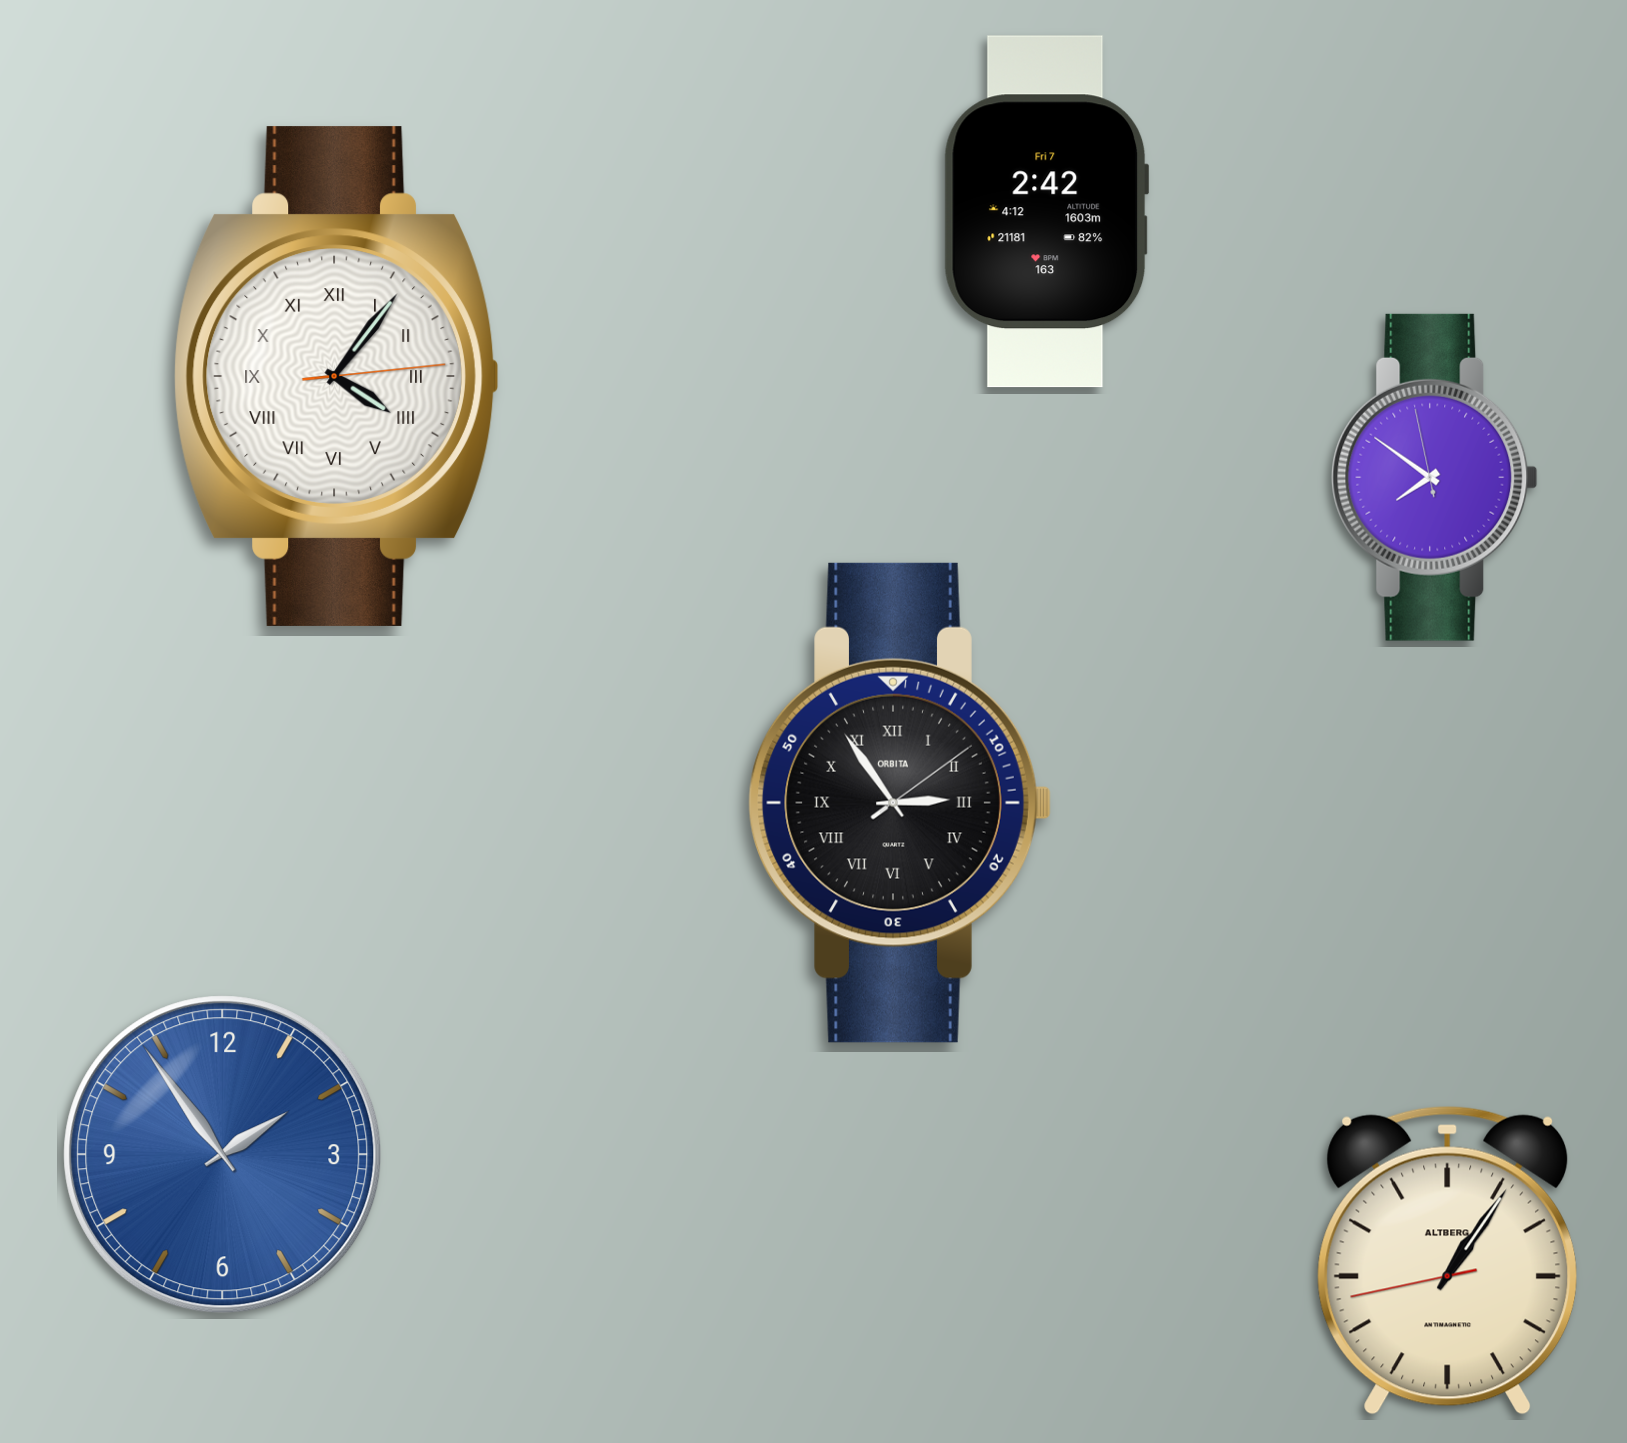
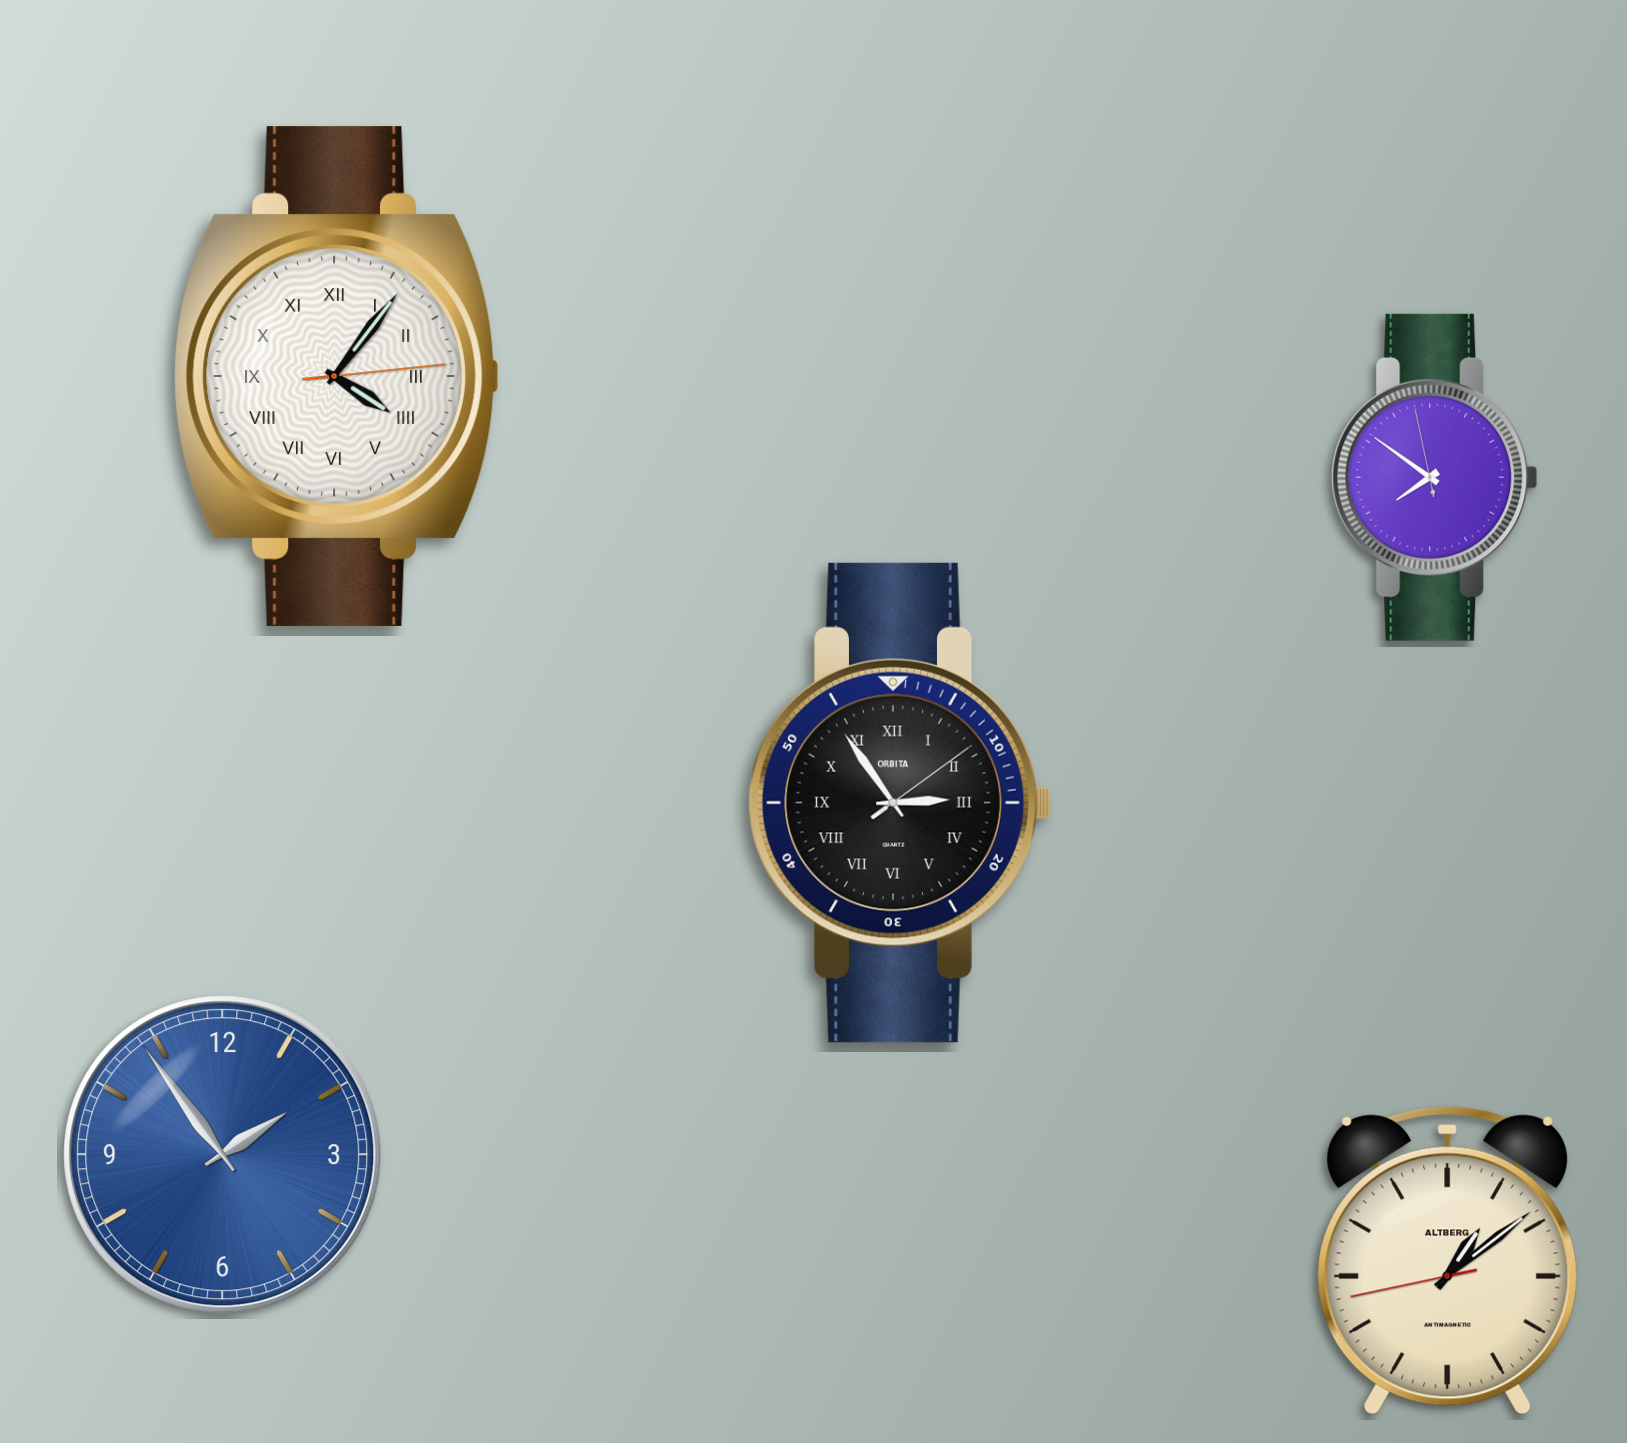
clock at (1046, 212): 2:42 -> none
clock at (1448, 1260): 1:05 -> 1:08
